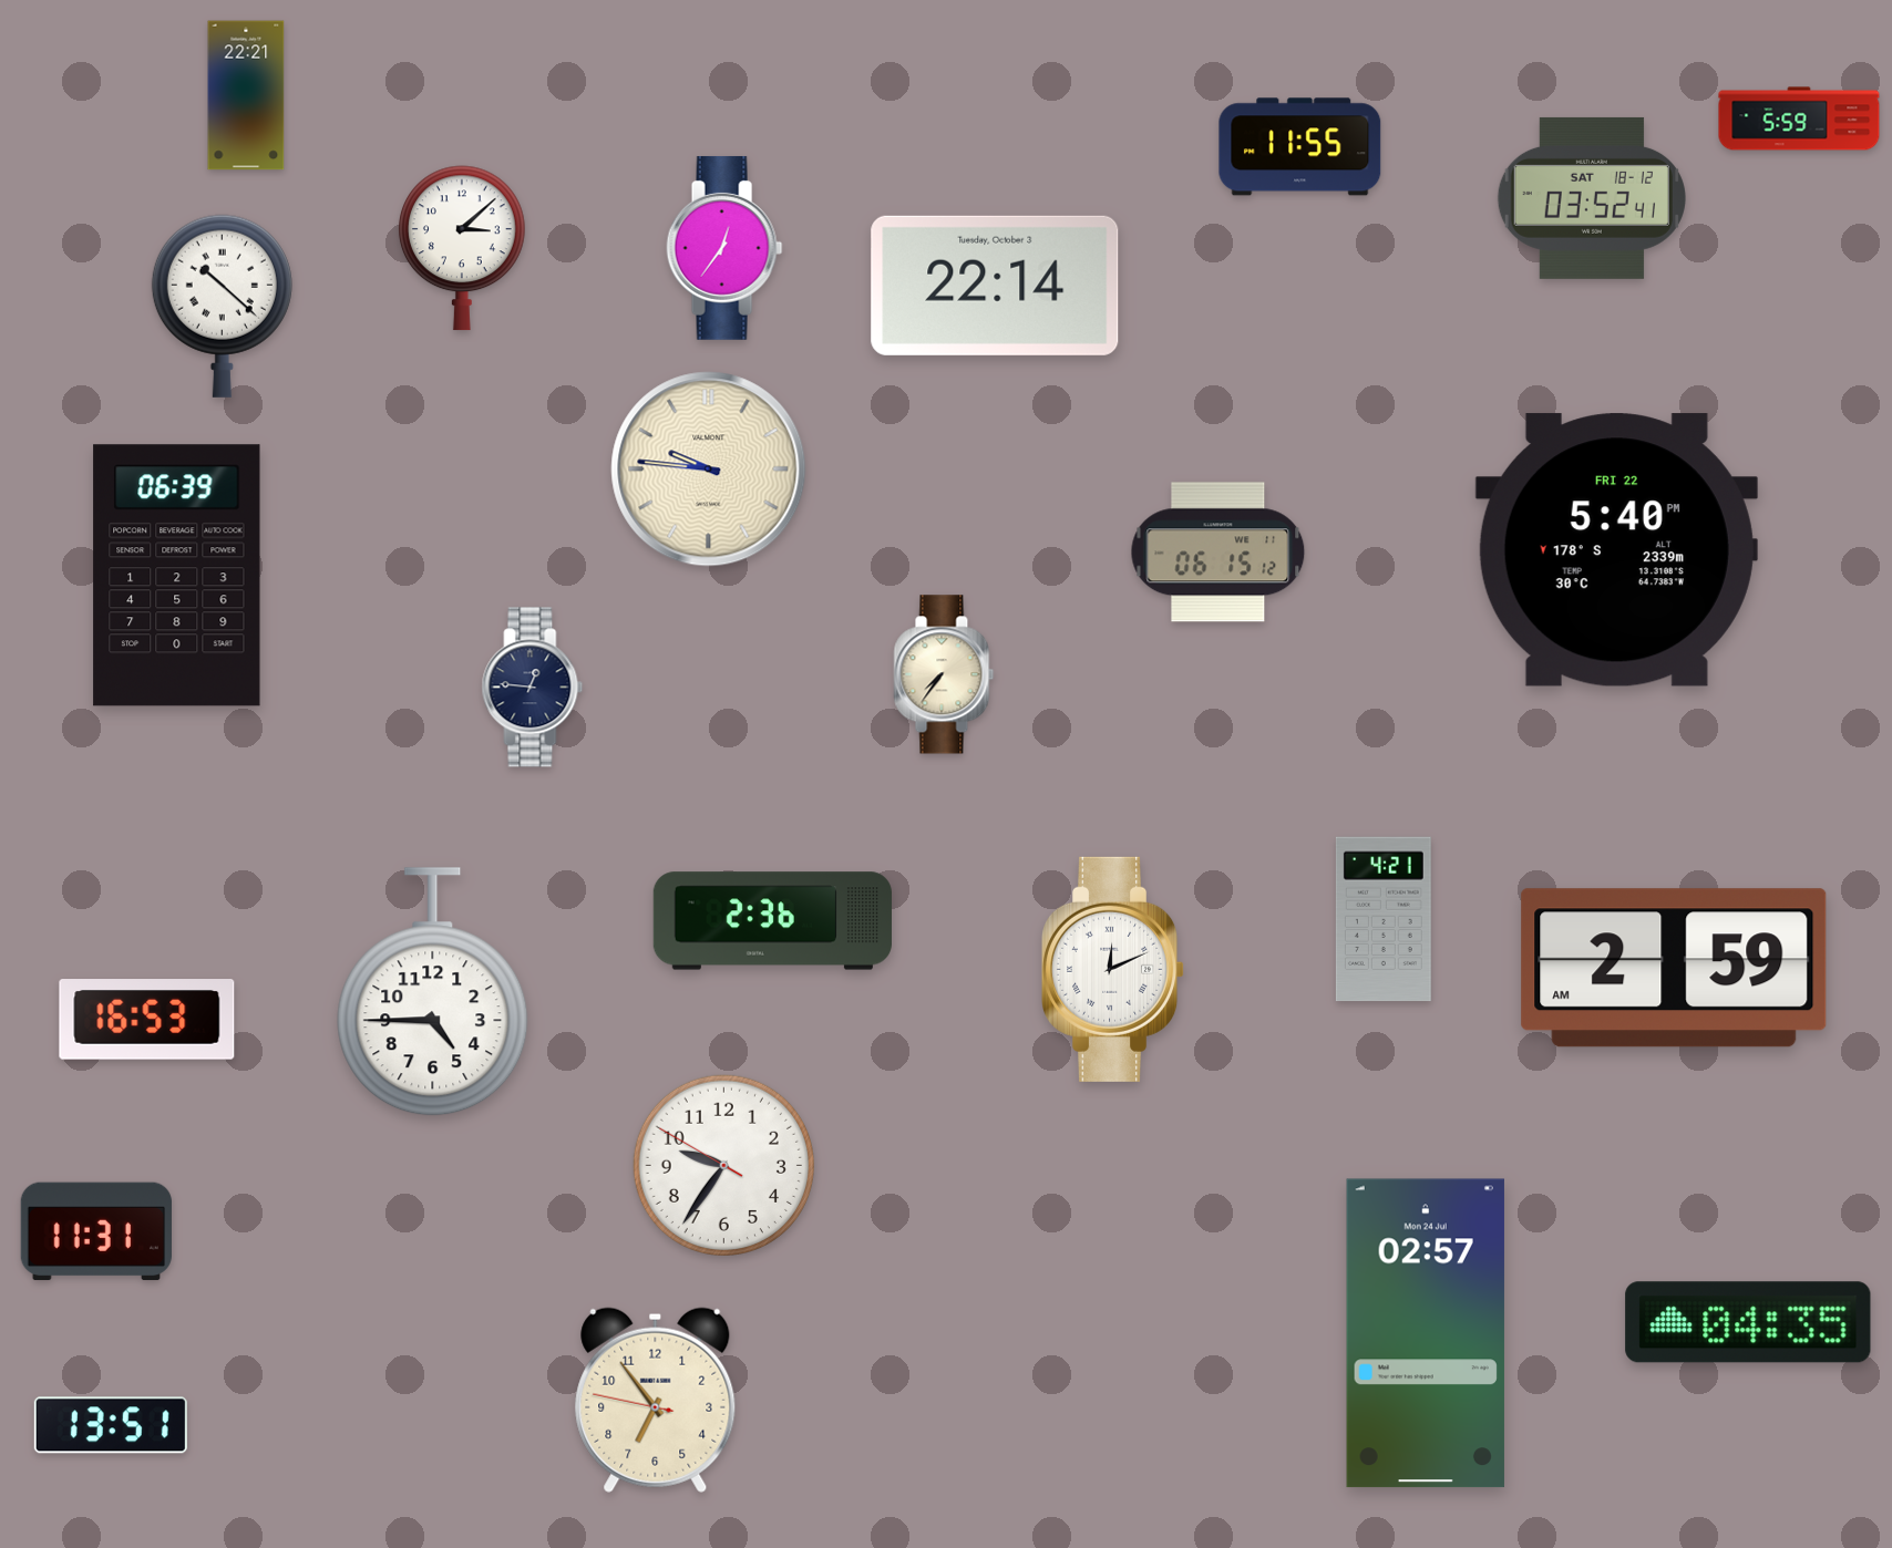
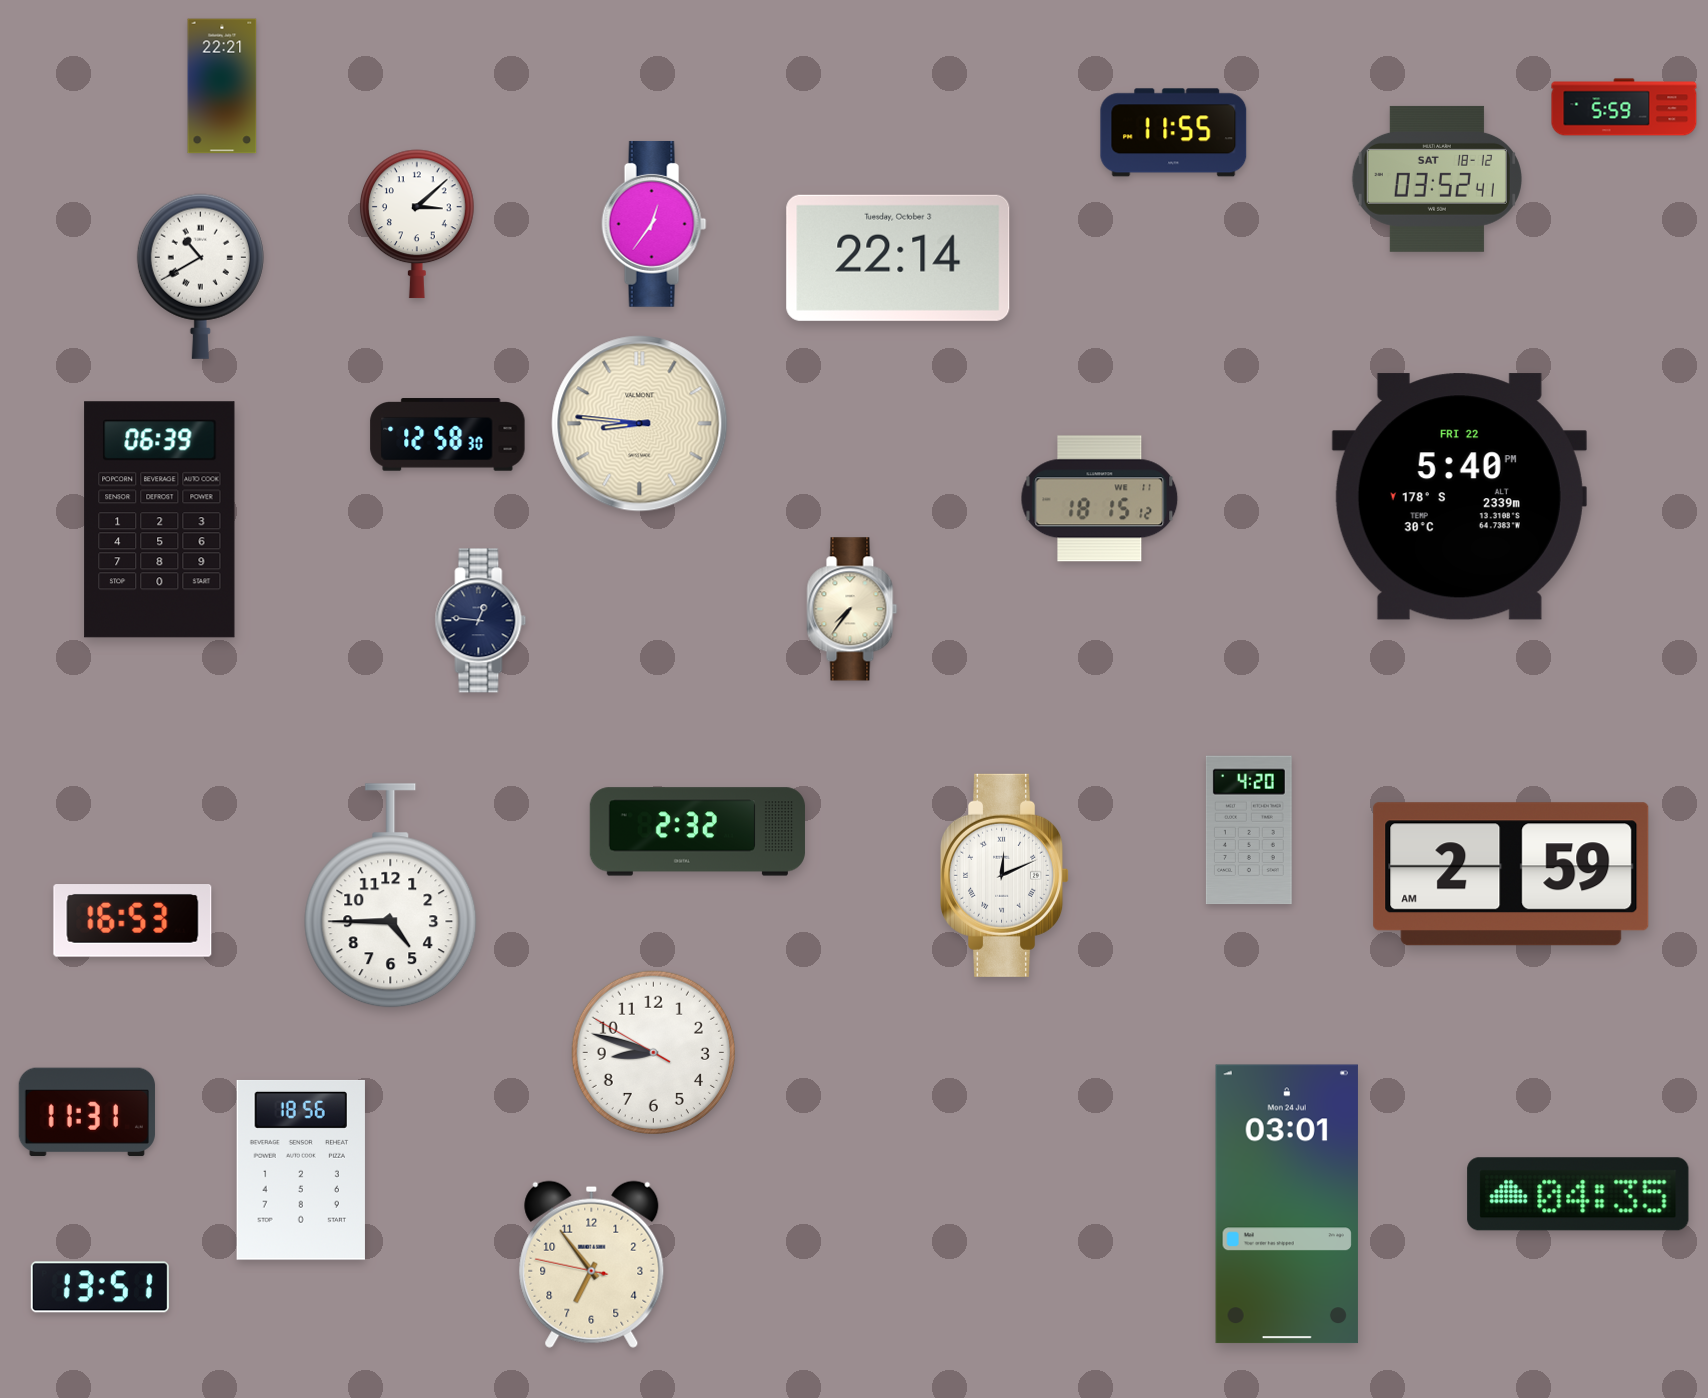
clock at (222, 306): 10:22 -> 10:40
clock at (709, 469): 9:46 -> 8:46
clock at (448, 435): none -> 12:58
clock at (1219, 553): 06:15 -> 18:15
clock at (1384, 919): 4:21 -> 4:20
clock at (772, 921): 2:36 -> 2:32
clock at (723, 1165): 9:35 -> 8:47
clock at (301, 1170): none -> 18:56
clock at (1426, 1333): 02:57 -> 03:01
